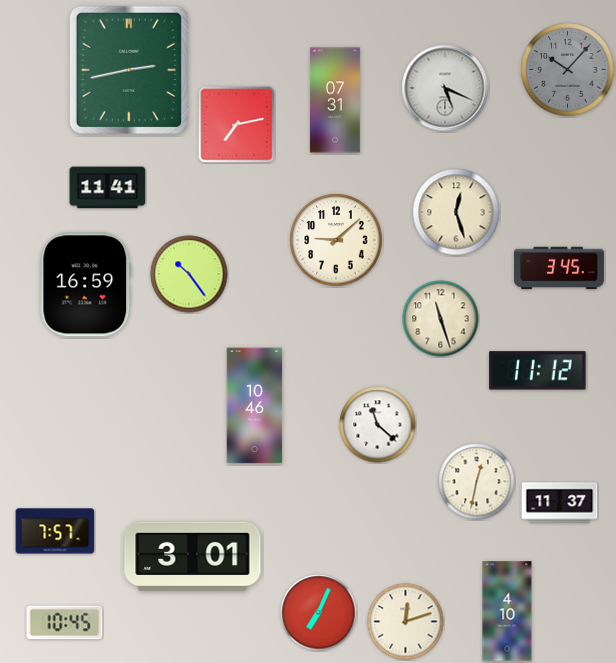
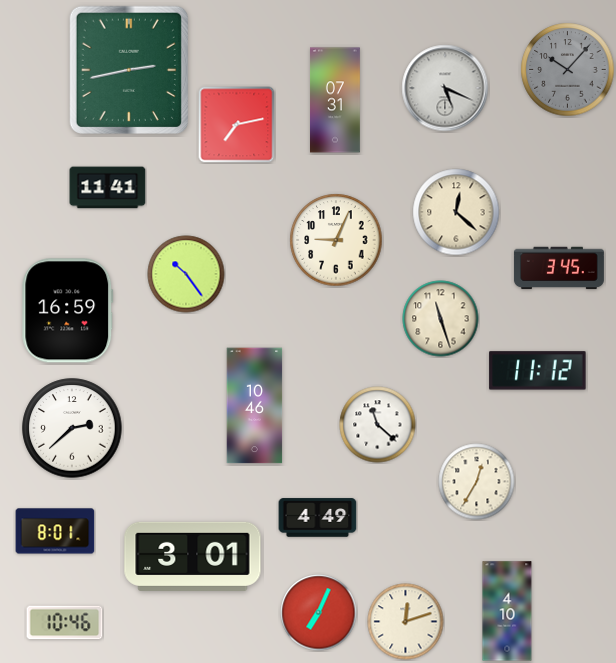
clock at (456, 212): 12:27 -> 12:22
clock at (336, 240): 9:08 -> 9:04
clock at (189, 274) position: (189, 274) -> (186, 274)
clock at (86, 285) position: (86, 285) -> (68, 311)
clock at (72, 428): none -> 2:38
clock at (477, 482): 12:32 -> 12:35
clock at (560, 503): 11:37 -> none
clock at (318, 518): none -> 4:49
clock at (55, 531): 7:57 -> 8:01
clock at (65, 623): 10:45 -> 10:46
